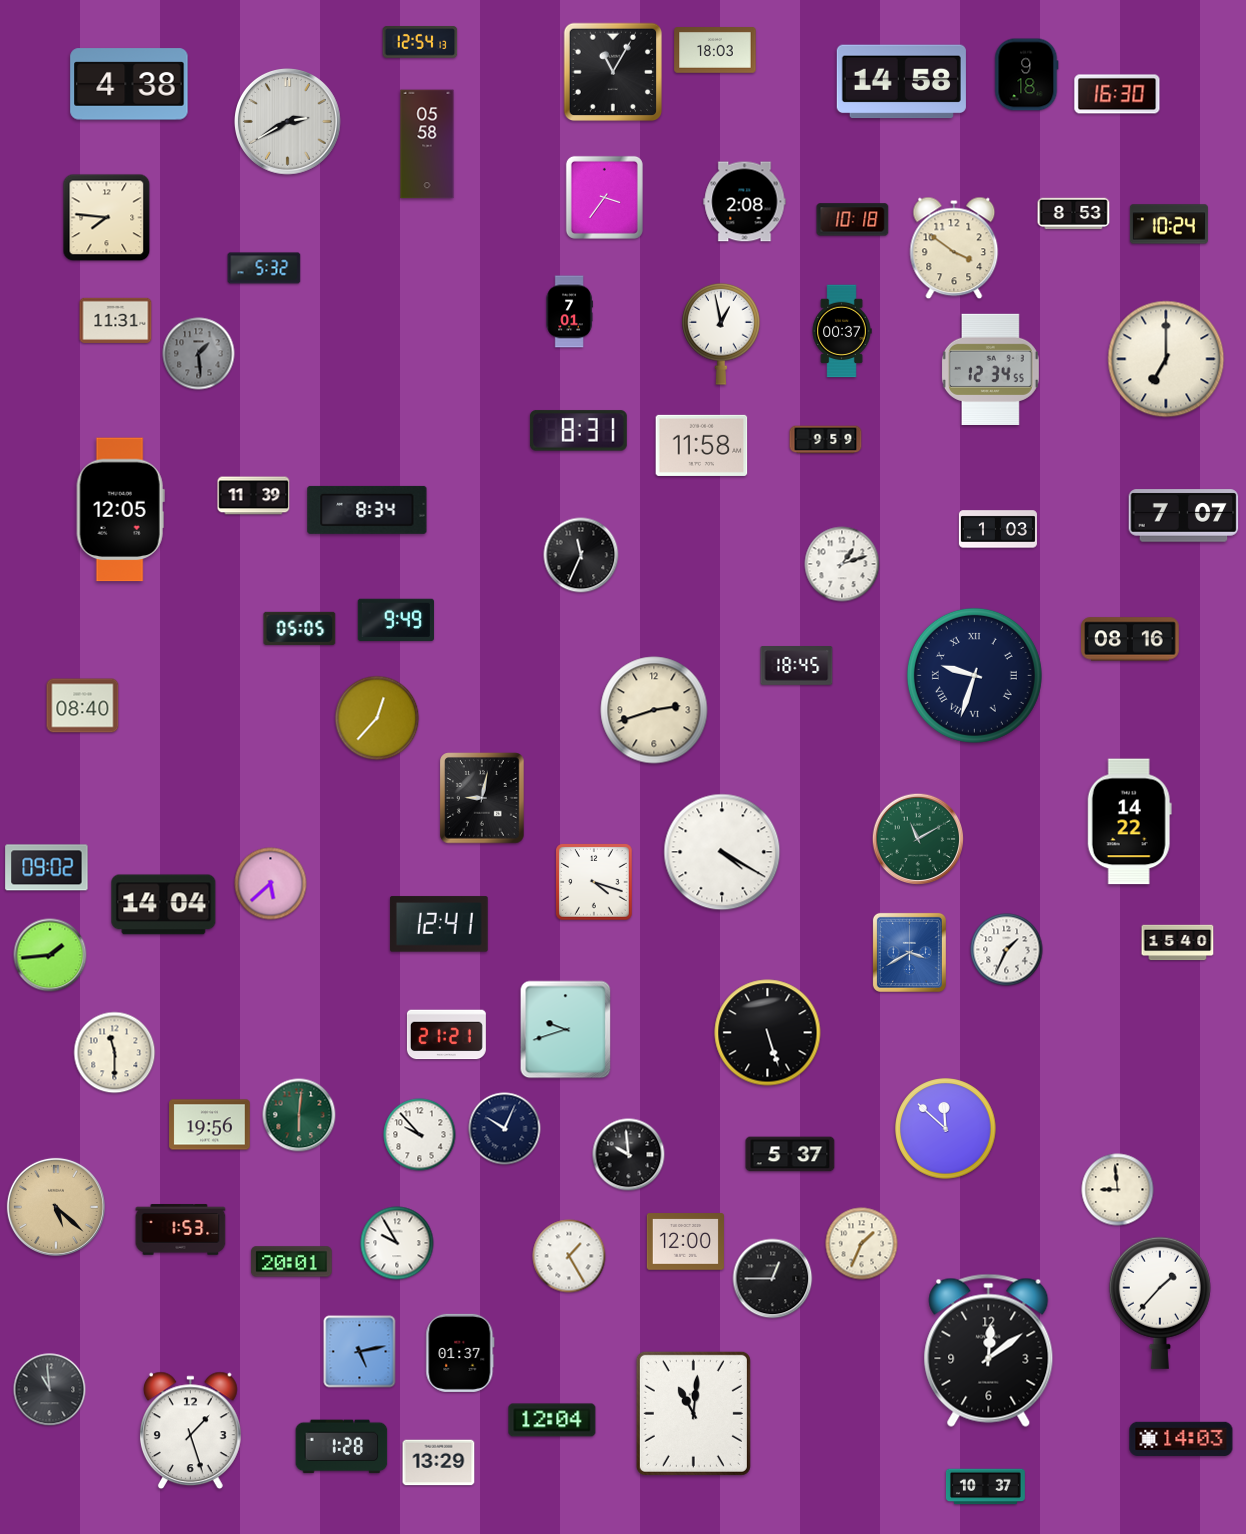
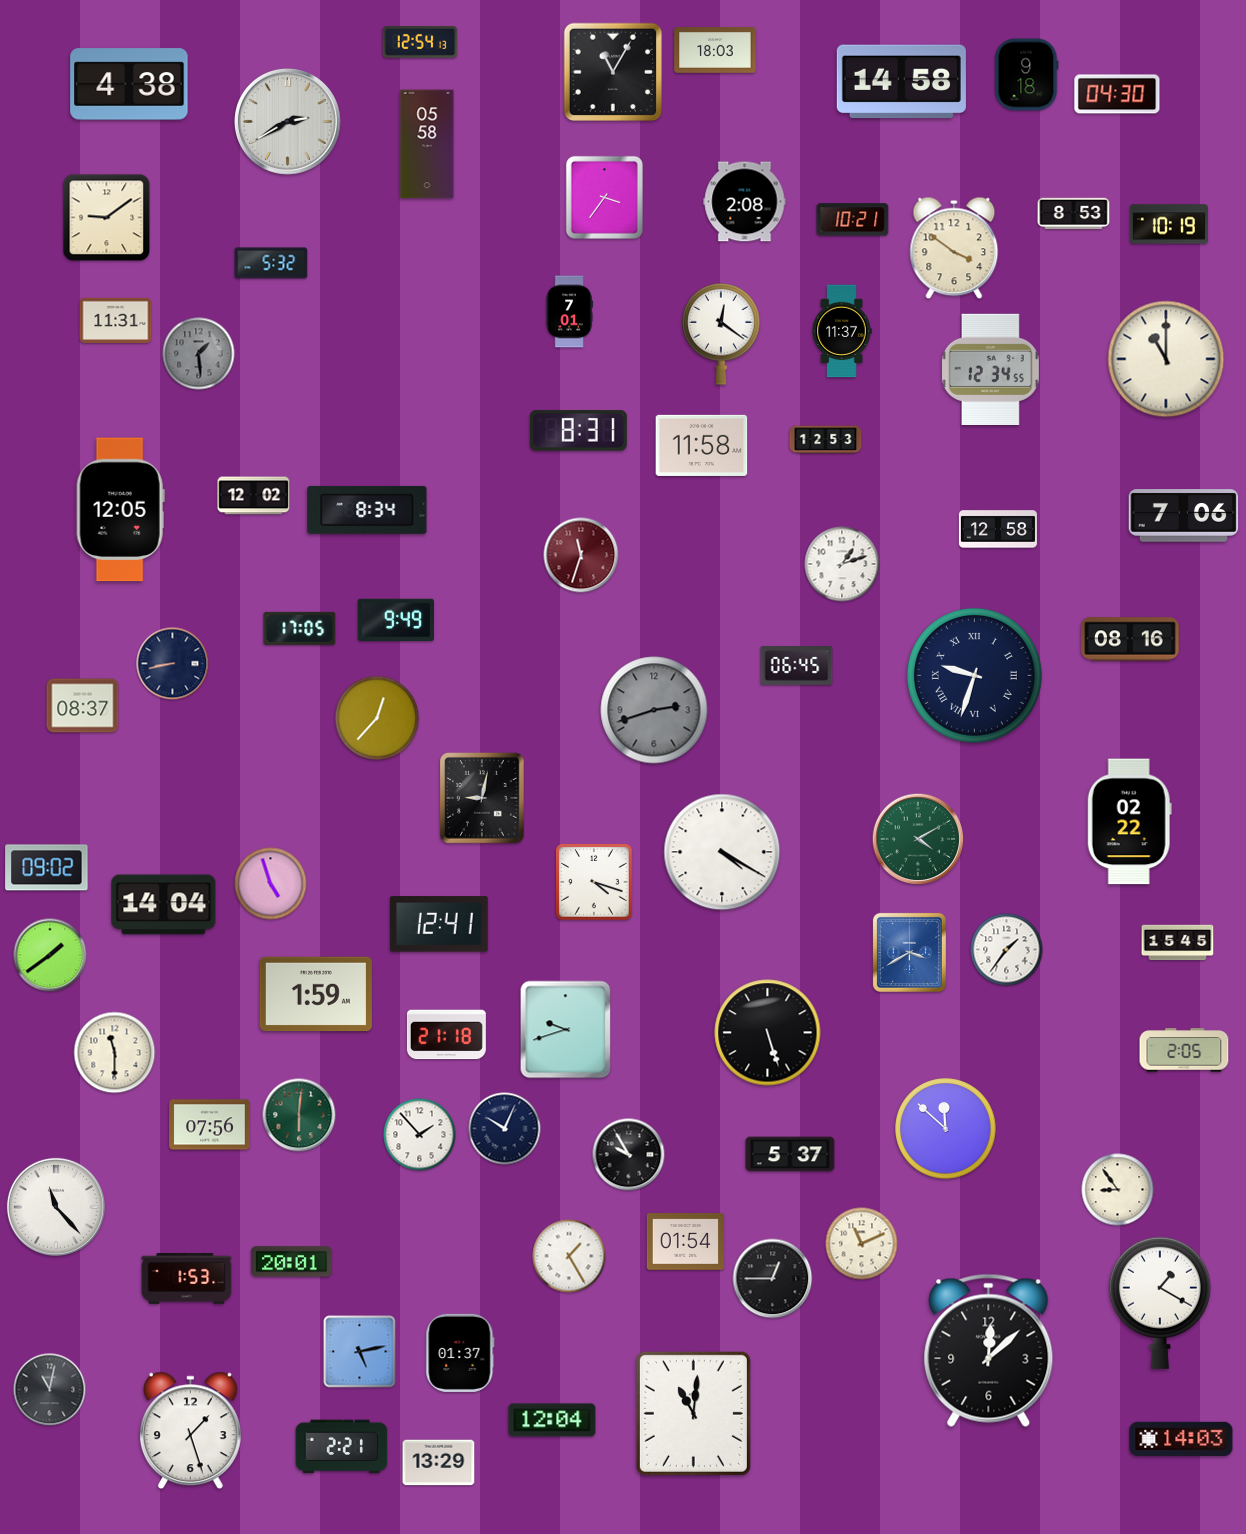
clock at (1117, 94): 16:30 -> 04:30
clock at (107, 218): 7:46 -> 9:09
clock at (853, 220): 10:18 -> 10:21
clock at (1169, 224): 10:24 -> 10:19
clock at (264, 268) position: (264, 268) -> (271, 263)
clock at (842, 331): 00:37 -> 11:37
clock at (721, 334): 12:58 -> 12:21
clock at (1166, 359): 7:00 -> 11:00
clock at (826, 440): 9:59 -> 12:53
clock at (254, 496): 11:39 -> 12:02
clock at (1184, 516): 7:07 -> 7:06
clock at (998, 529): 1:03 -> 12:58
clock at (581, 555): 11:34 -> 11:33
clock at (581, 555) dial: black -> burgundy
clock at (300, 628): 05:05 -> 17:05
clock at (173, 664): none -> 8:43
clock at (797, 666): 18:45 -> 06:45
clock at (83, 706): 08:40 -> 08:37
clock at (654, 710) dial: cream -> grey
clock at (1129, 822): 14:22 -> 02:22
clock at (918, 839): 11:10 -> 4:10
clock at (271, 884): 5:38 -> 4:57
clock at (1178, 943): 15:40 -> 15:45
clock at (1007, 950): 1:34 -> 1:36
clock at (50, 955): 1:44 -> 1:39
clock at (316, 994): none -> 1:59
clock at (446, 1035): 21:21 -> 21:18
clock at (1184, 1050): none -> 2:05
clock at (210, 1125): 19:56 -> 07:56
clock at (420, 1135): 9:53 -> 1:53
clock at (629, 1155): 9:59 -> 9:55
clock at (1118, 1190): 8:59 -> 8:54
clock at (56, 1207): 5:22 -> 11:23
clock at (56, 1207) dial: champagne -> white
clock at (181, 1230) position: (181, 1230) -> (187, 1279)
clock at (685, 1242): 12:00 -> 01:54
clock at (397, 1243): 9:55 -> none
clock at (862, 1244): 1:34 -> 11:11
clock at (1160, 1303): 1:37 -> 1:20
clock at (989, 1350): 12:09 -> 12:08
clock at (50, 1390): 10:59 -> 11:02
clock at (342, 1447): 1:28 -> 2:21
clock at (985, 1487): 10:37 -> none
